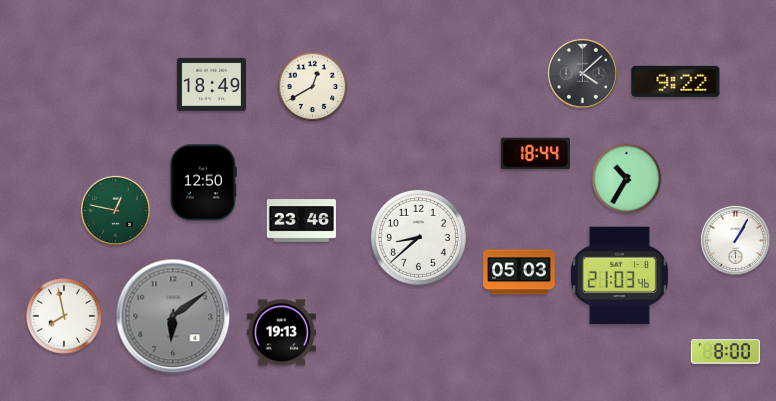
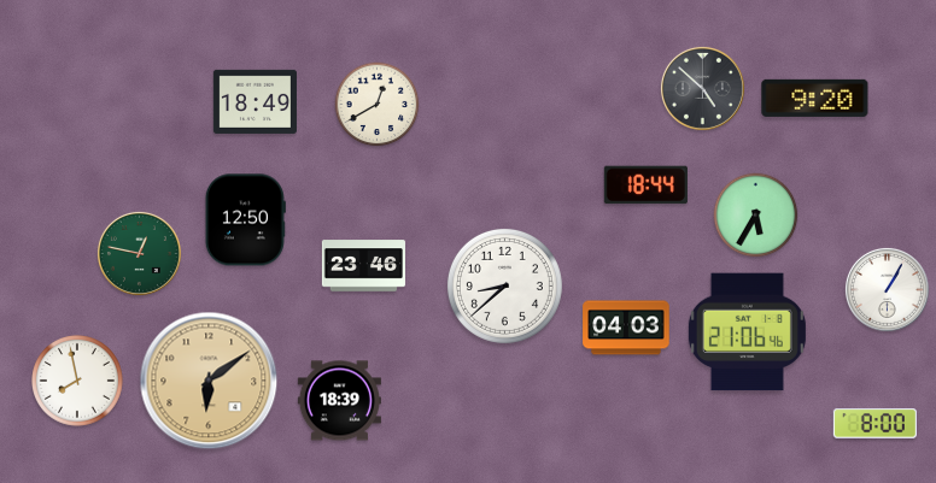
clock at (582, 73): 4:08 -> 4:52
clock at (676, 81): 9:22 -> 9:20
clock at (627, 179): 10:35 -> 5:35
clock at (519, 272): 05:03 -> 04:03
clock at (619, 276): 21:03 -> 21:06
clock at (173, 316) dial: grey -> champagne
clock at (281, 333): 19:13 -> 18:39
